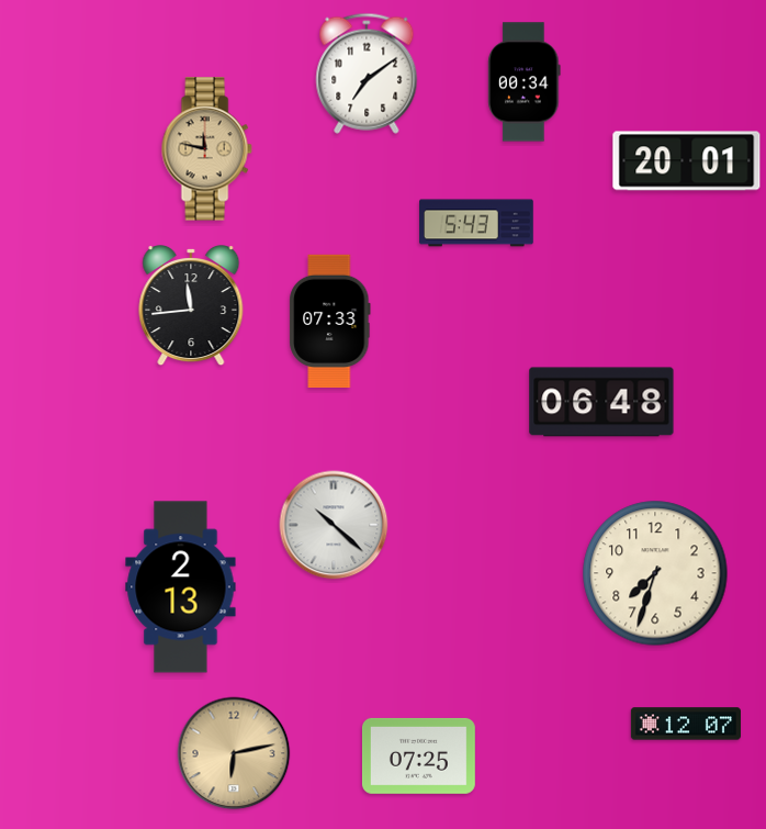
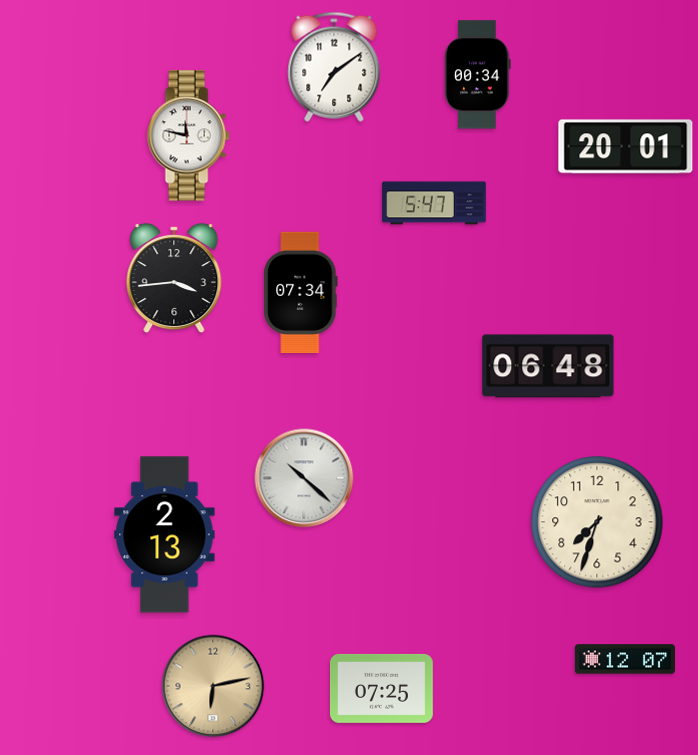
clock at (206, 149) dial: champagne -> white
clock at (476, 223): 5:43 -> 5:47
clock at (191, 306): 11:44 -> 3:44
clock at (330, 321): 07:33 -> 07:34
